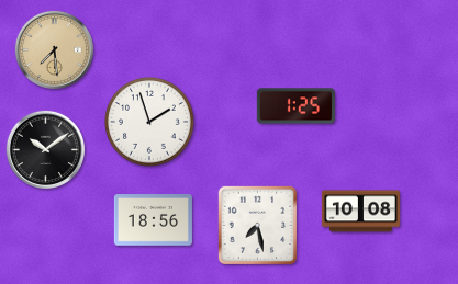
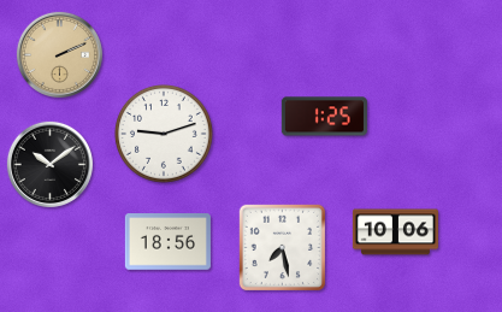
clock at (54, 49): 7:29 -> 2:11
clock at (149, 122): 1:57 -> 9:12
clock at (360, 212): 10:08 -> 10:06
